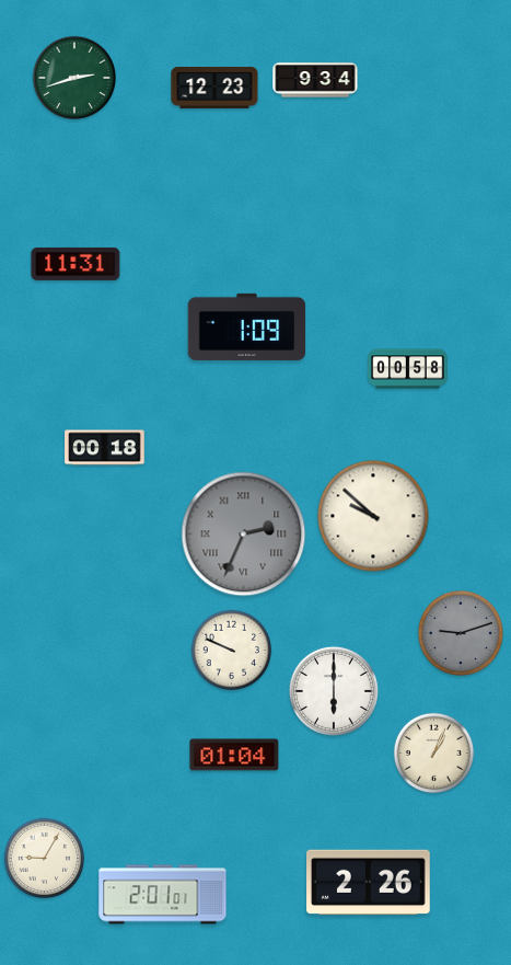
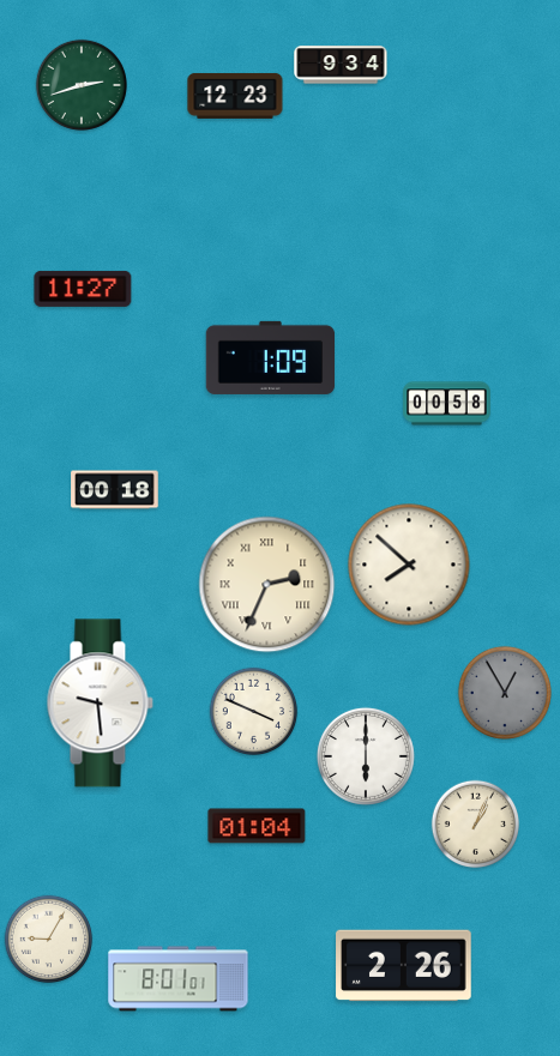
clock at (315, 80) position: (315, 80) -> (341, 65)
clock at (76, 264): 11:31 -> 11:27
clock at (373, 516): 9:52 -> 7:52
clock at (244, 535) dial: grey -> cream
clock at (461, 633): 9:12 -> 12:55
clock at (100, 704): none -> 9:29
clock at (232, 651): 9:49 -> 3:49
clock at (163, 895): 2:01 -> 8:01
